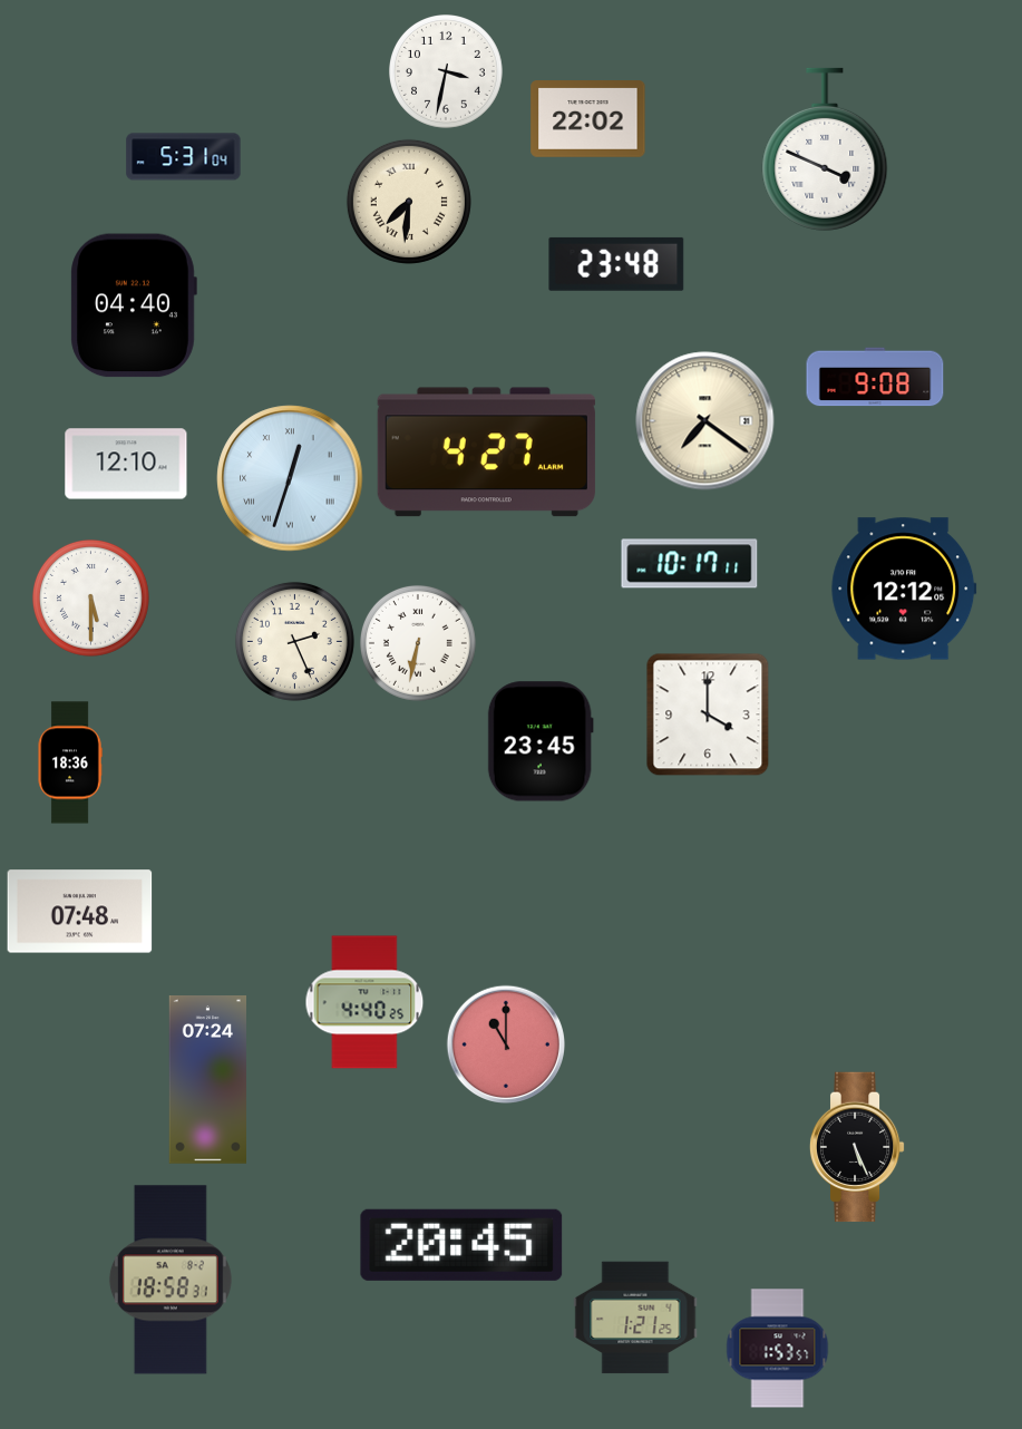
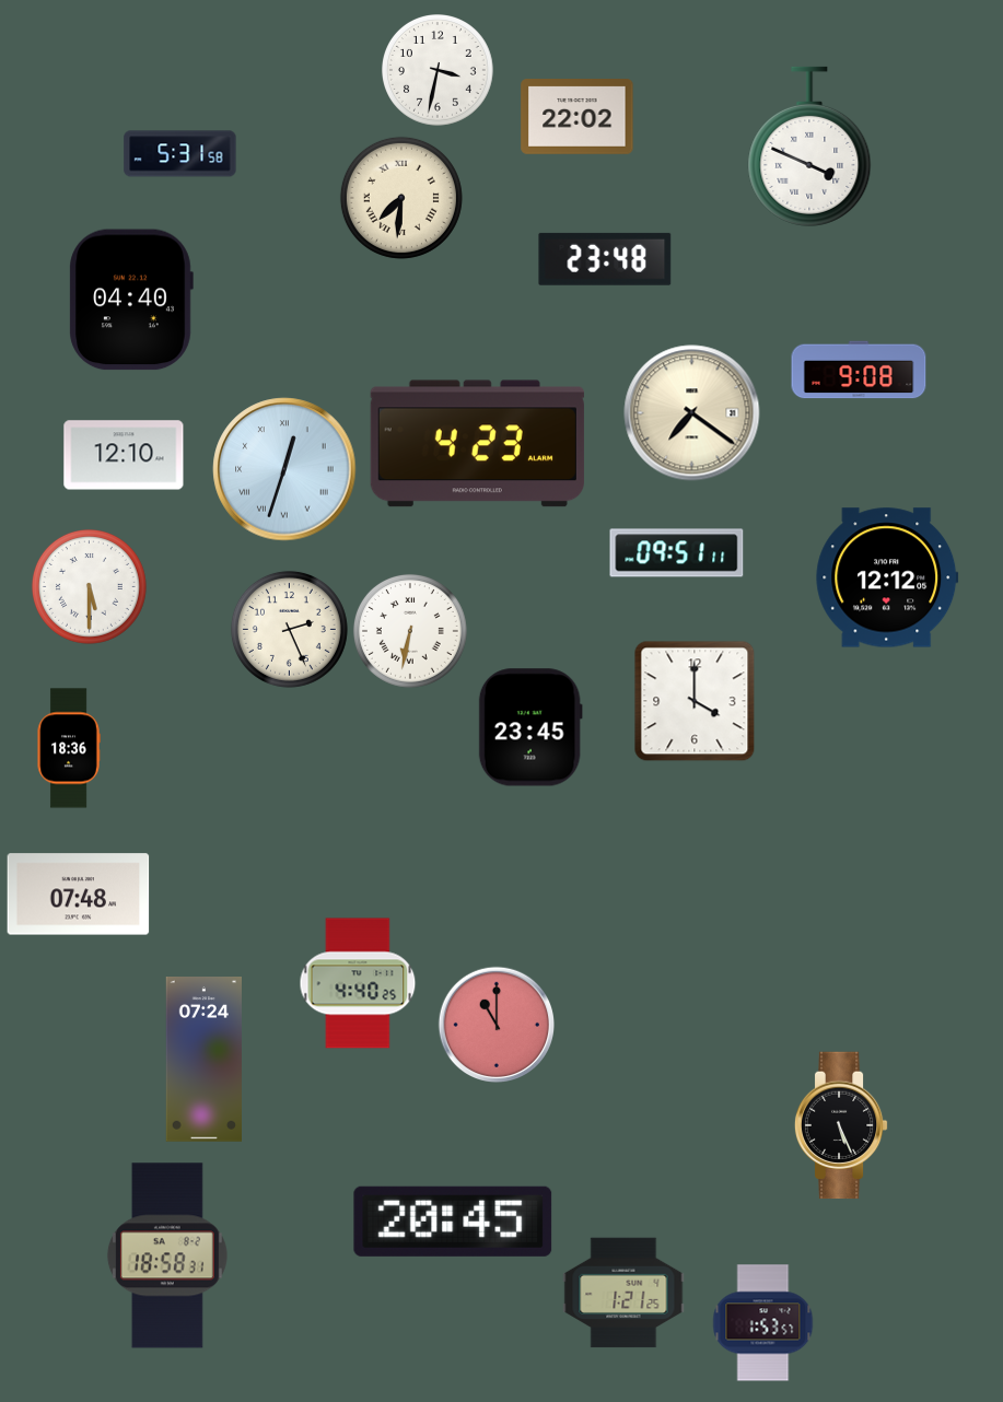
clock at (184, 157): 5:31:04 -> 5:31:58
clock at (486, 453): 4:27 -> 4:23
clock at (690, 564): 10:17 -> 09:51
